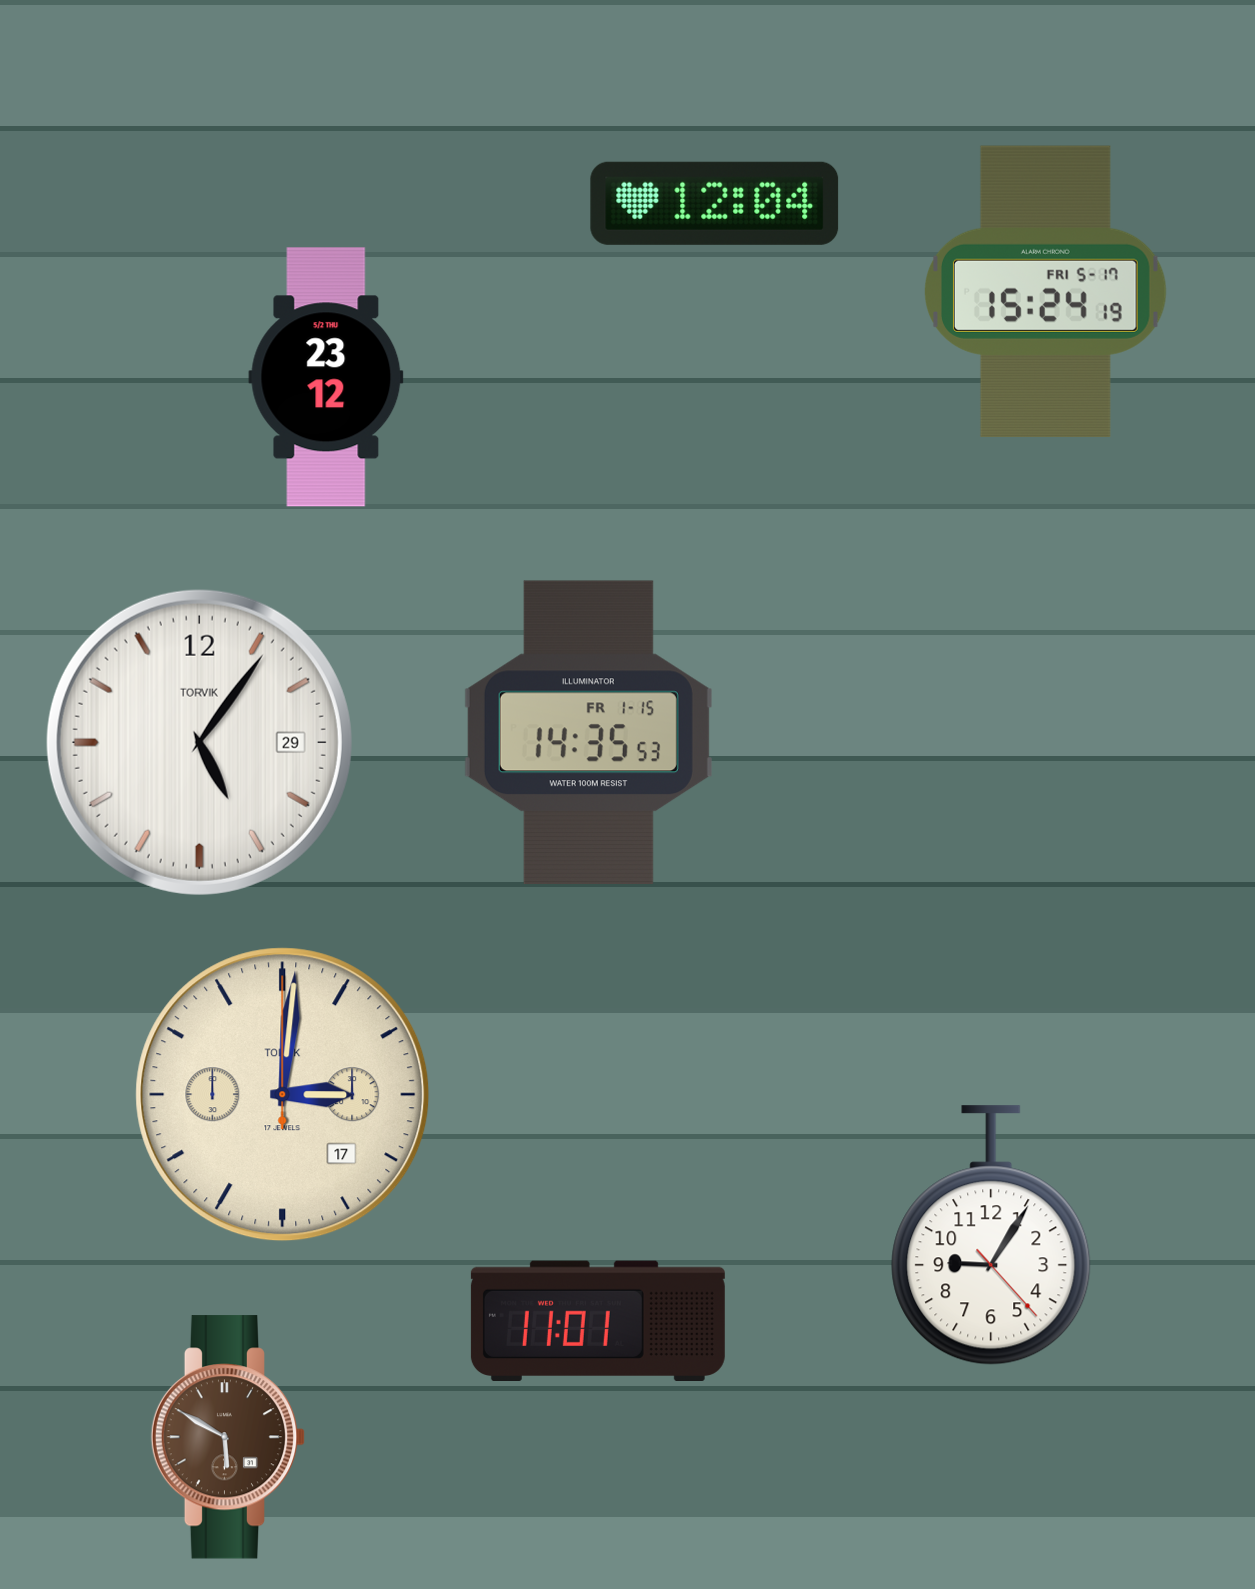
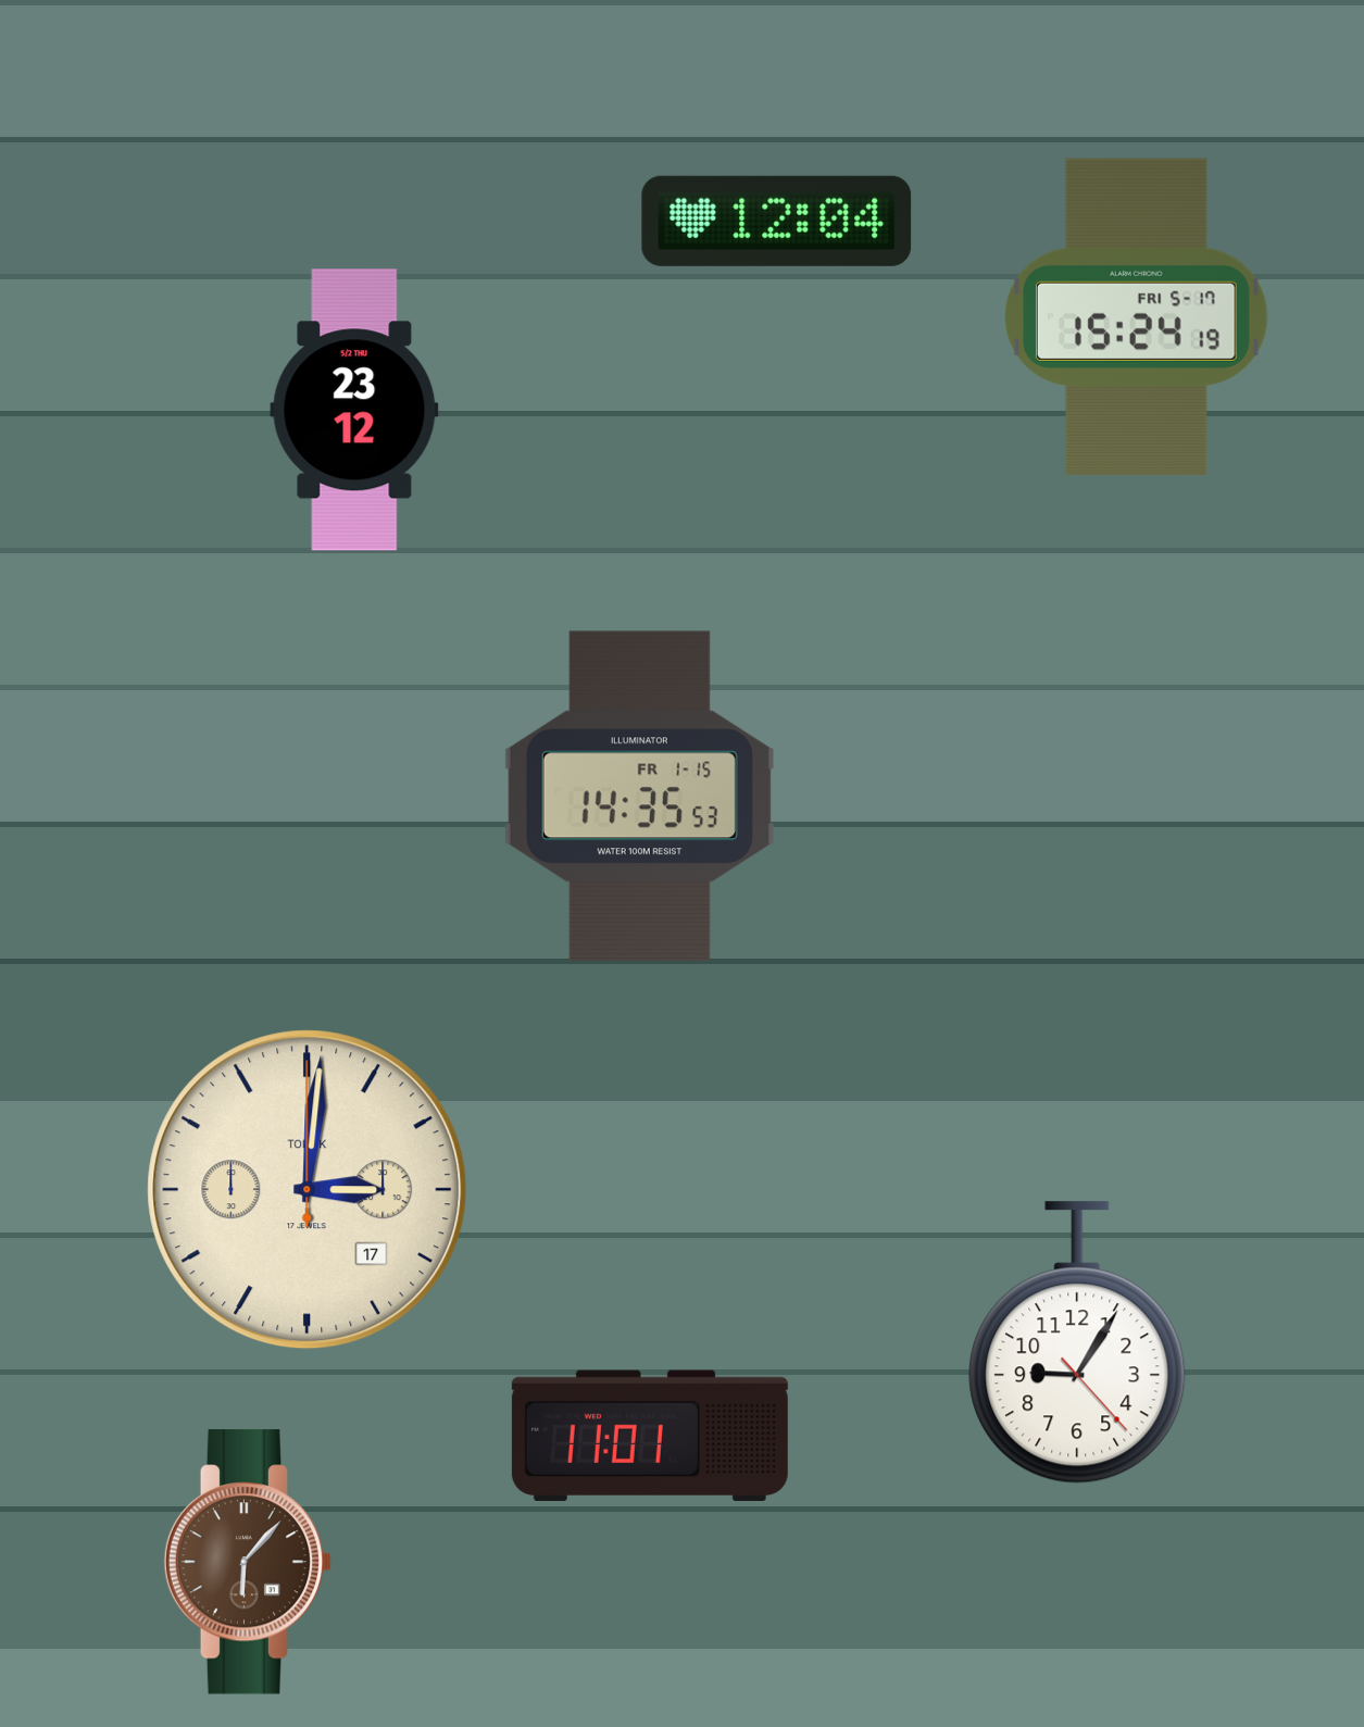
clock at (199, 742): 5:06 -> none
clock at (228, 1437): 5:50 -> 6:07
